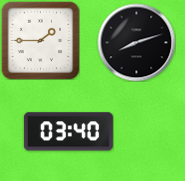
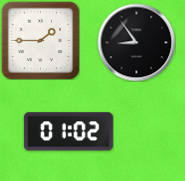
clock at (136, 42): 8:12 -> 8:54
clock at (68, 132): 03:40 -> 01:02
